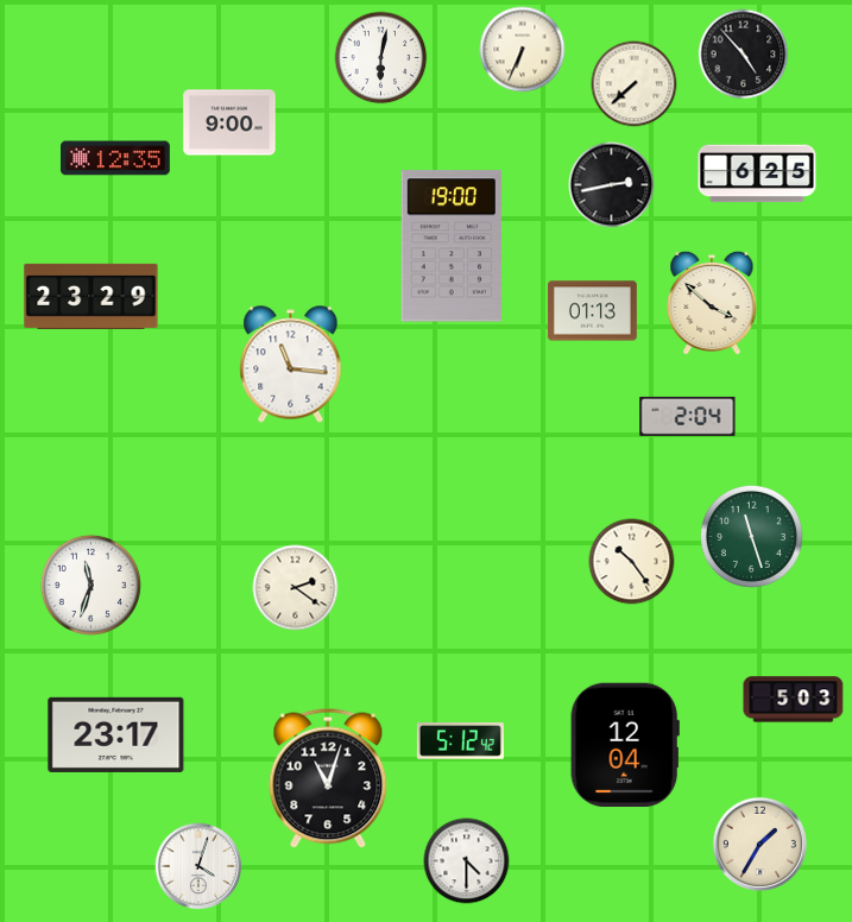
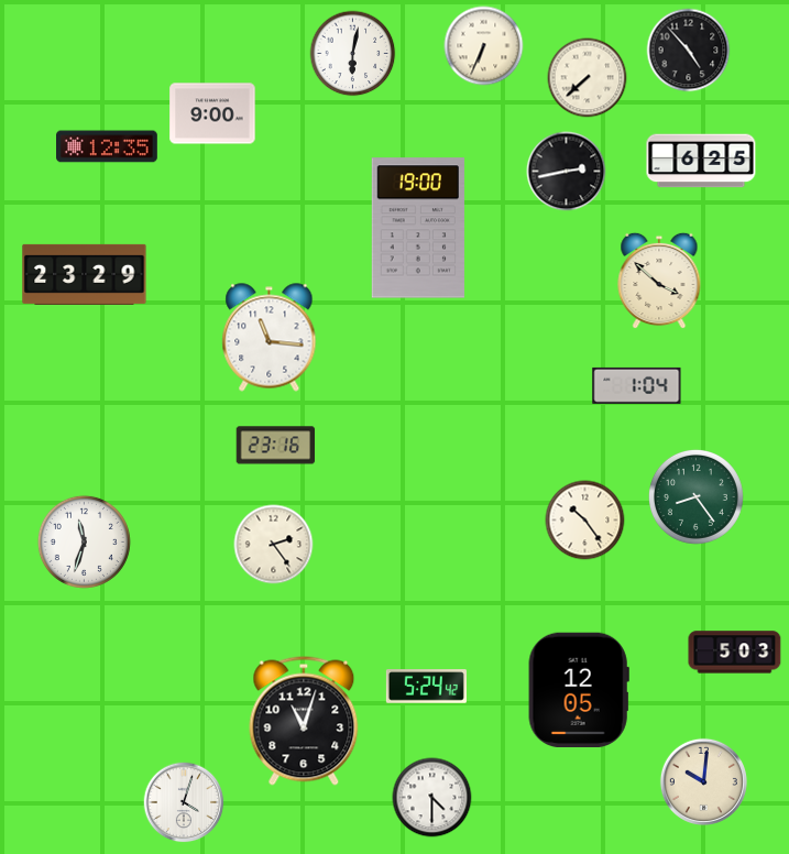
clock at (592, 311): 01:13 -> none
clock at (688, 416): 2:04 -> 1:04
clock at (276, 446): none -> 23:16
clock at (751, 536): 11:27 -> 8:24
clock at (296, 588): 2:21 -> 2:24
clock at (794, 700) position: (794, 700) -> (735, 653)
clock at (116, 734): 23:17 -> none
clock at (460, 741): 5:12 -> 5:24
clock at (625, 744): 12:04 -> 12:05
clock at (759, 844): 1:35 -> 10:01
